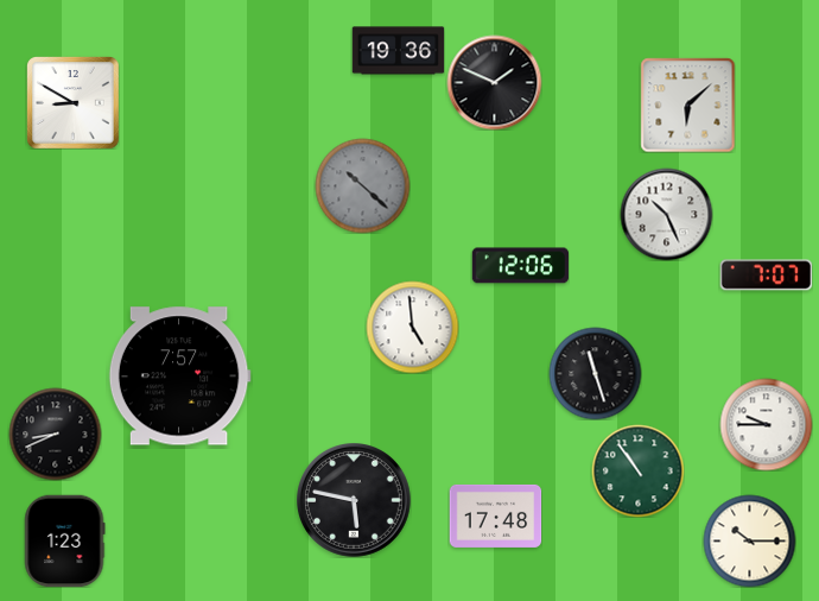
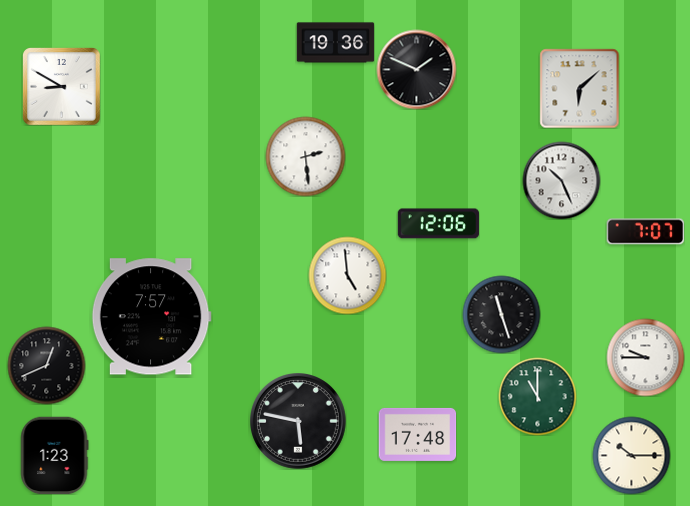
clock at (362, 185): 10:22 -> 2:29
clock at (362, 185) dial: grey -> white
clock at (55, 434): 8:41 -> 12:41
clock at (637, 470): 10:54 -> 11:00
